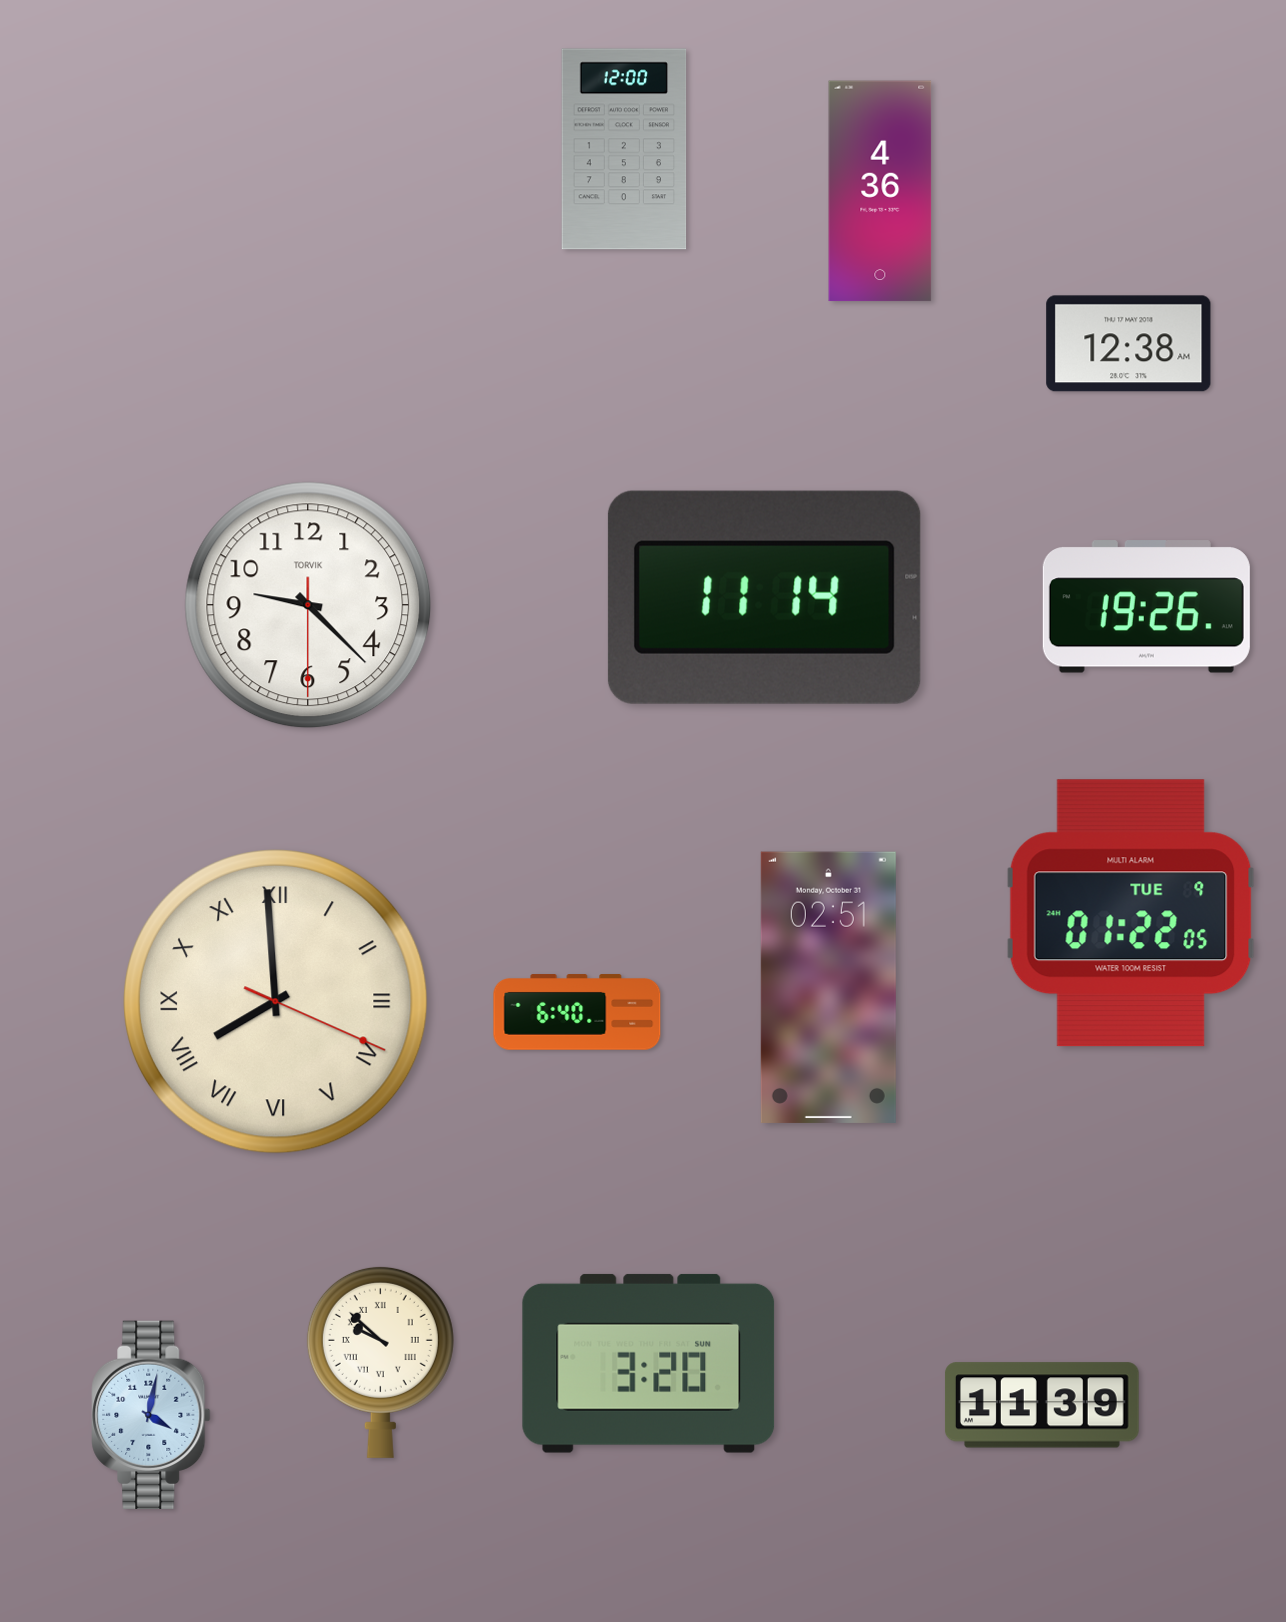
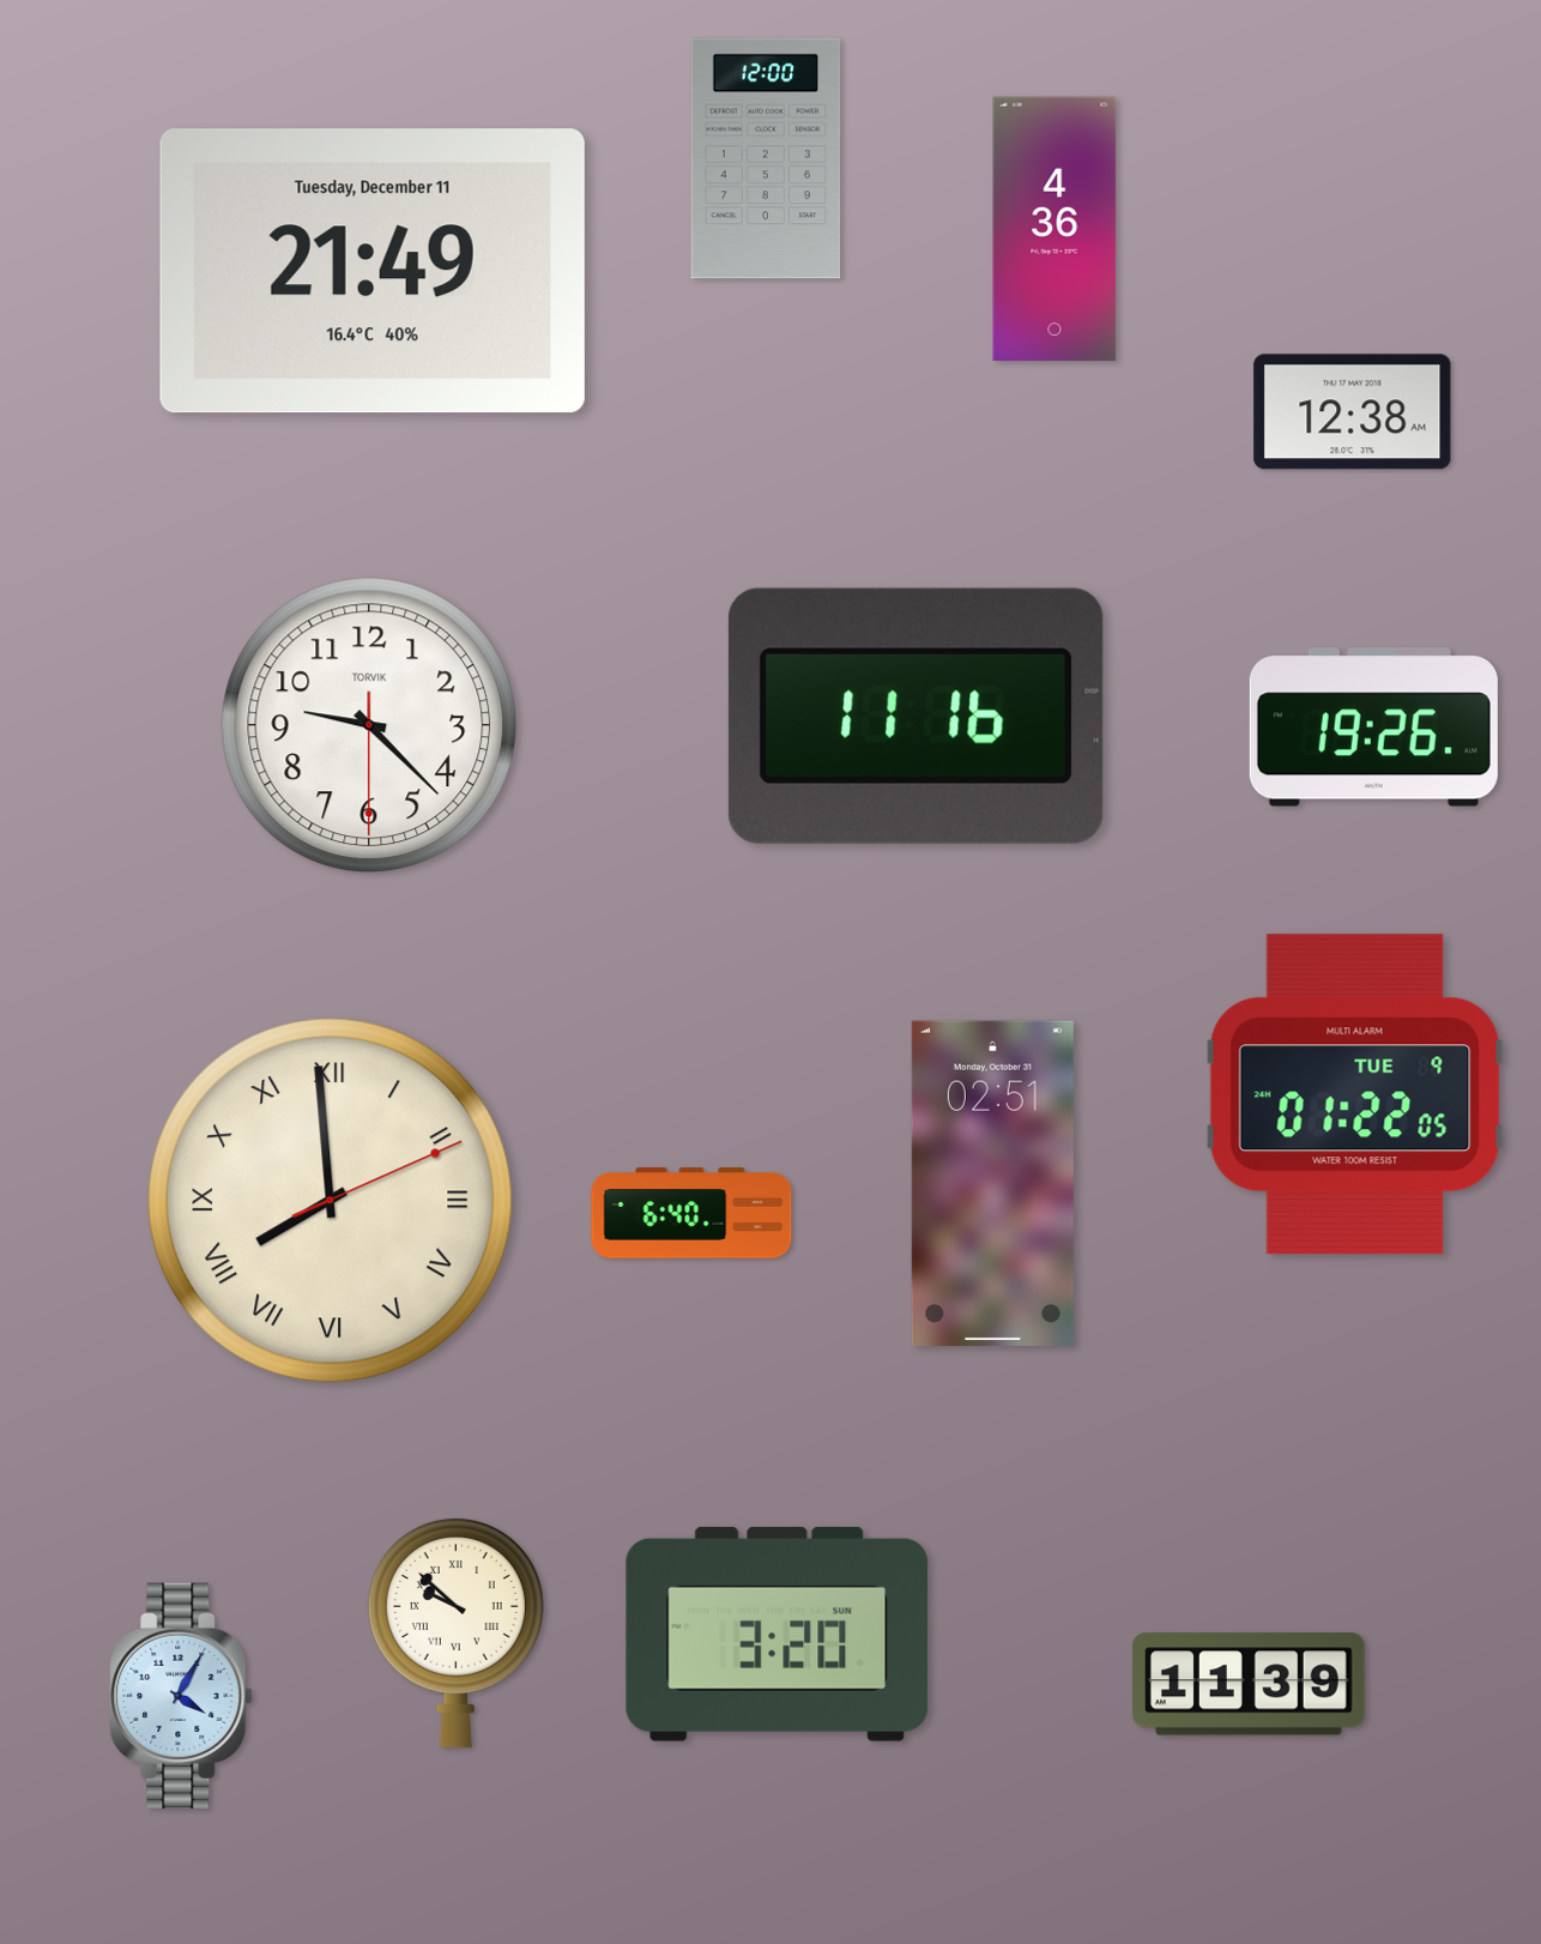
clock at (624, 149) position: (624, 149) -> (766, 158)
clock at (373, 271): none -> 21:49
clock at (764, 597): 11:14 -> 11:16
clock at (276, 1002): 7:59:19 -> 7:59:11
clock at (151, 1415): 4:02 -> 4:05
